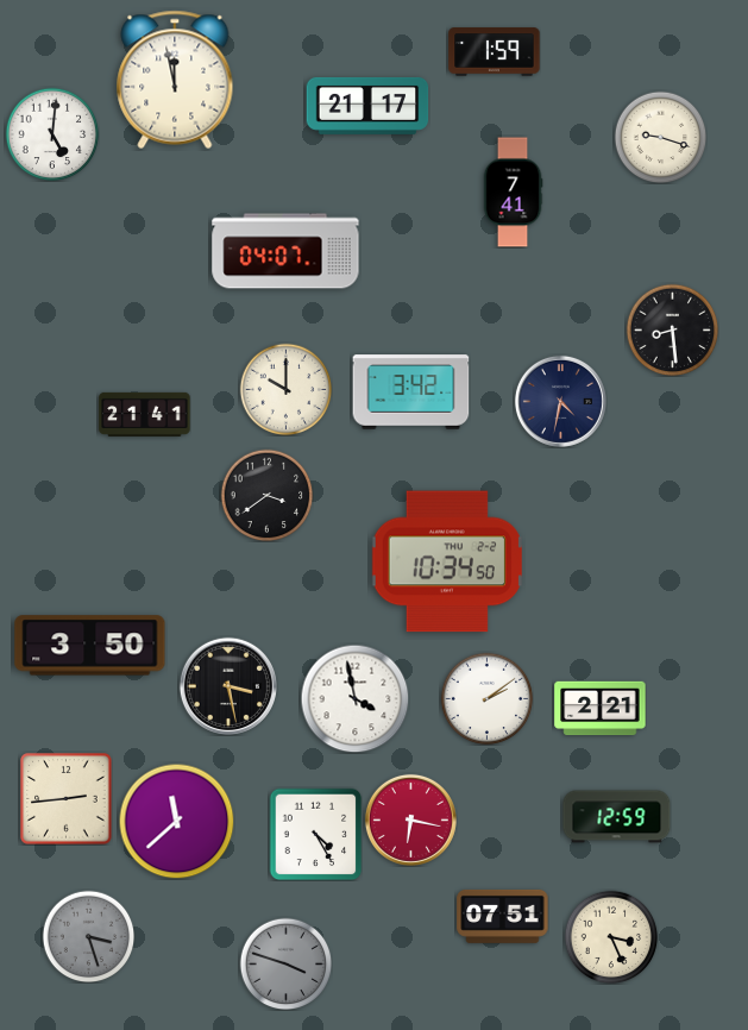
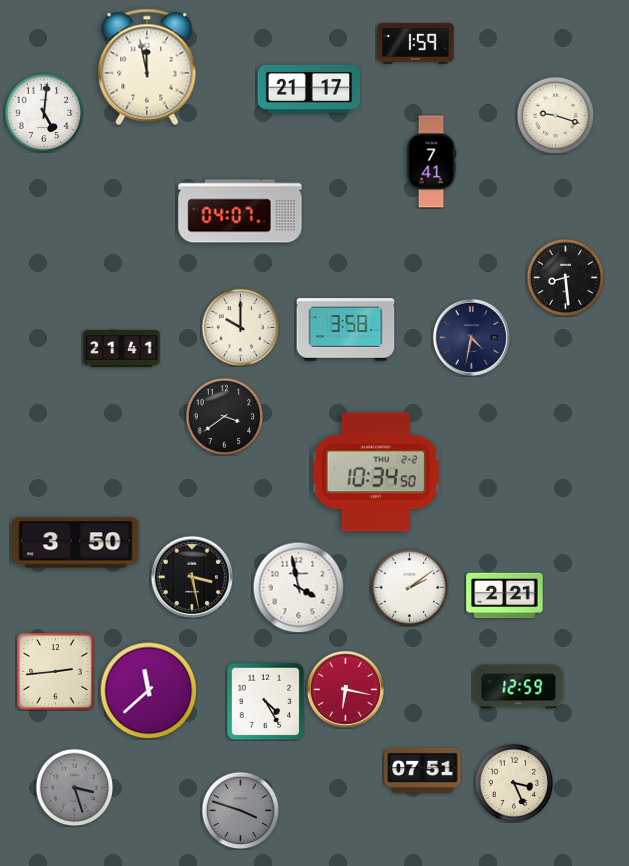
clock at (411, 392): 3:42 -> 3:58
clock at (611, 937) position: (611, 937) -> (514, 783)
